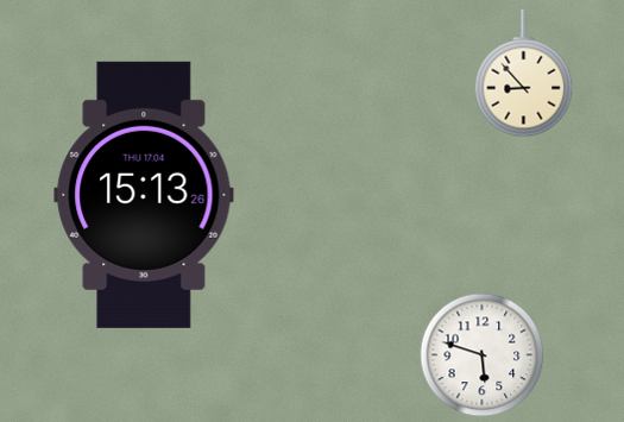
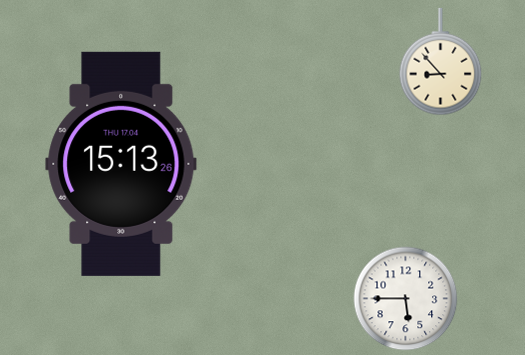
clock at (483, 355): 5:48 -> 5:45
